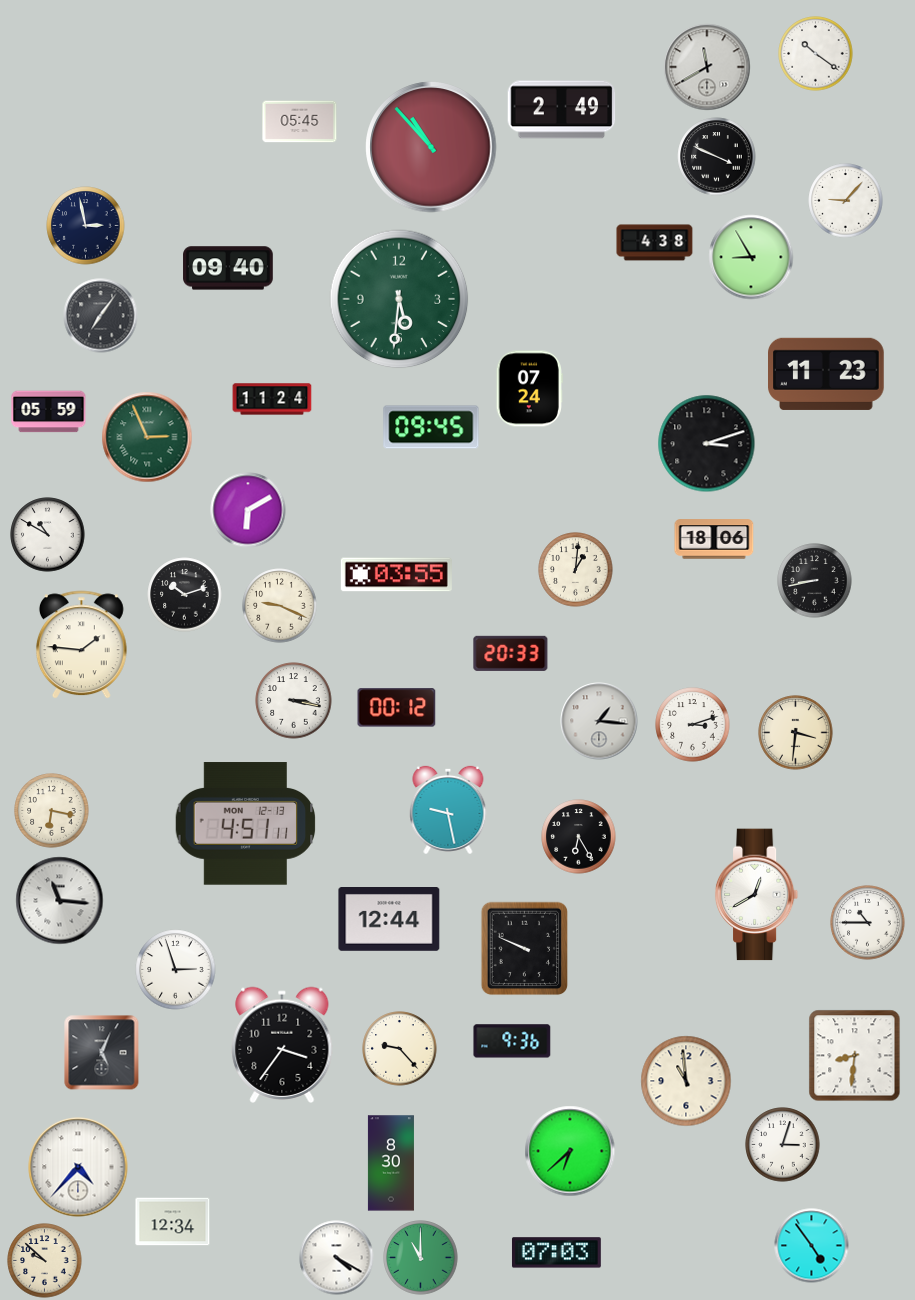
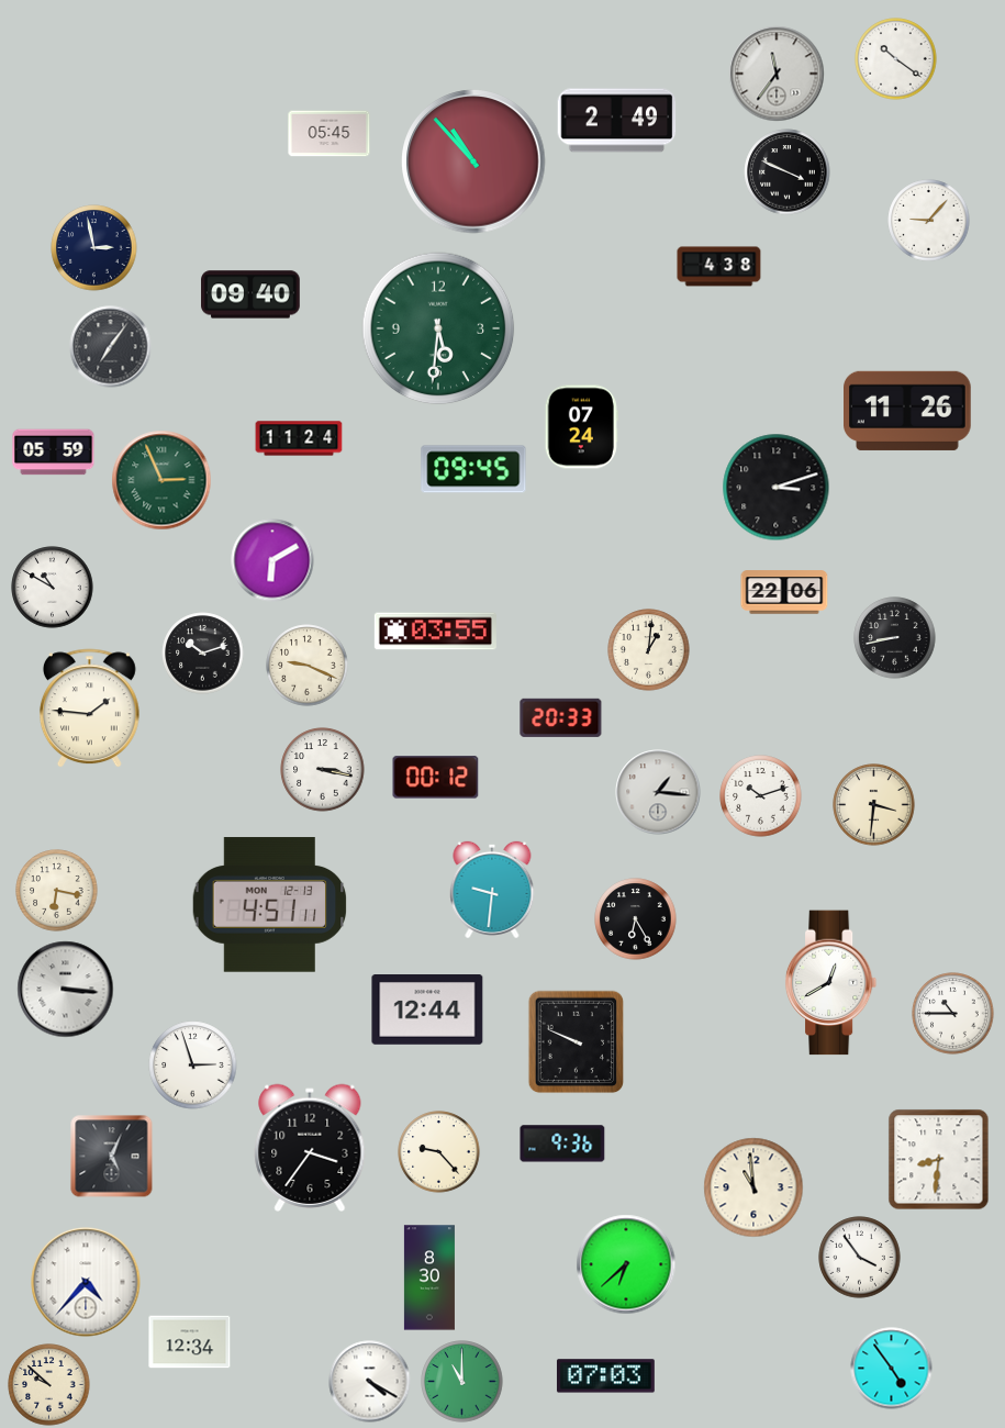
clock at (707, 67): 11:40 -> 11:36
clock at (751, 257): 8:55 -> none
clock at (826, 374): 11:23 -> 11:26
clock at (714, 539): 18:06 -> 22:06
clock at (576, 570) position: (576, 570) -> (649, 650)
clock at (693, 725): 3:12 -> 10:12
clock at (448, 810): 9:28 -> 9:31
clock at (60, 901): 11:16 -> 3:16
clock at (783, 1145): 3:03 -> 3:54
clock at (556, 1253) position: (556, 1253) -> (605, 1376)
